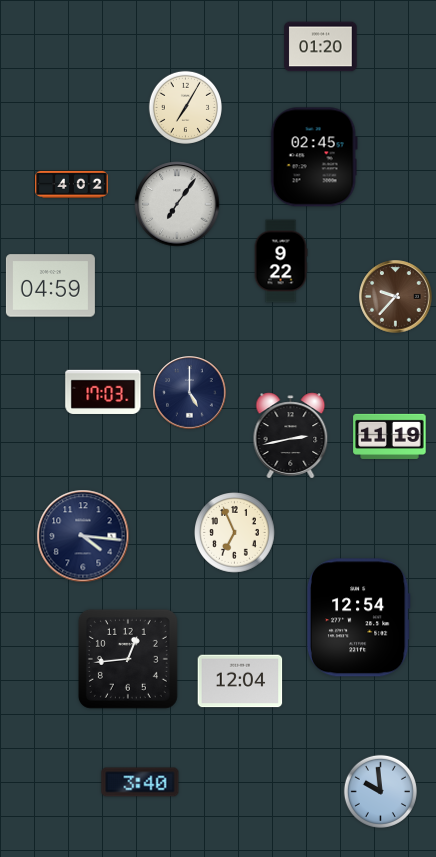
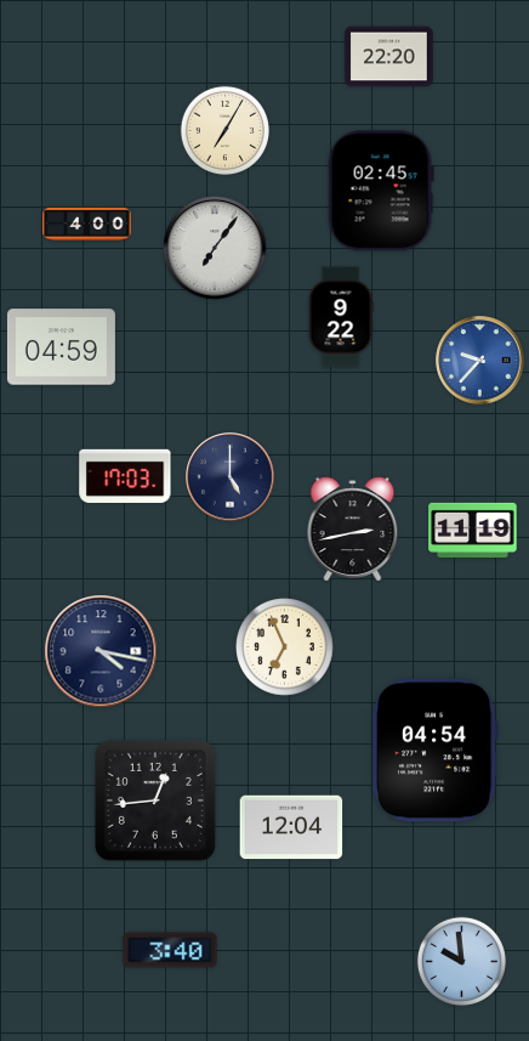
clock at (321, 47): 01:20 -> 22:20
clock at (72, 184): 4:02 -> 4:00
clock at (396, 297) dial: brown -> blue
clock at (83, 536): 4:16 -> 4:17
clock at (358, 618): 12:54 -> 04:54
